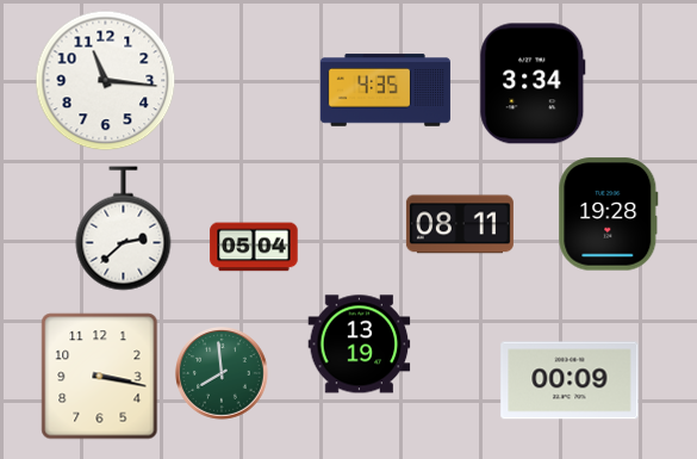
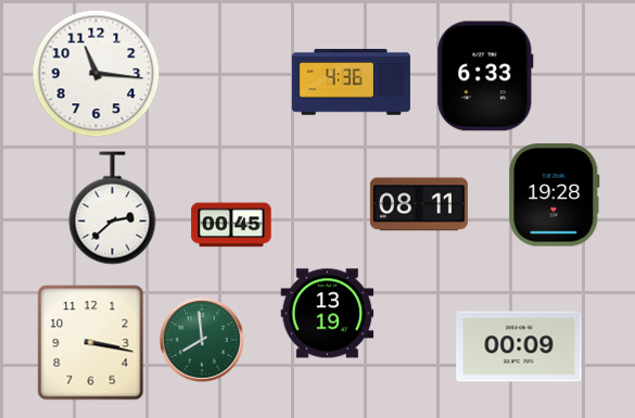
clock at (533, 83): 3:34 -> 6:33
clock at (385, 91): 4:35 -> 4:36
clock at (254, 247): 05:04 -> 00:45
